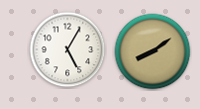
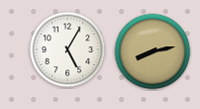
clock at (153, 52): 8:09 -> 8:13
